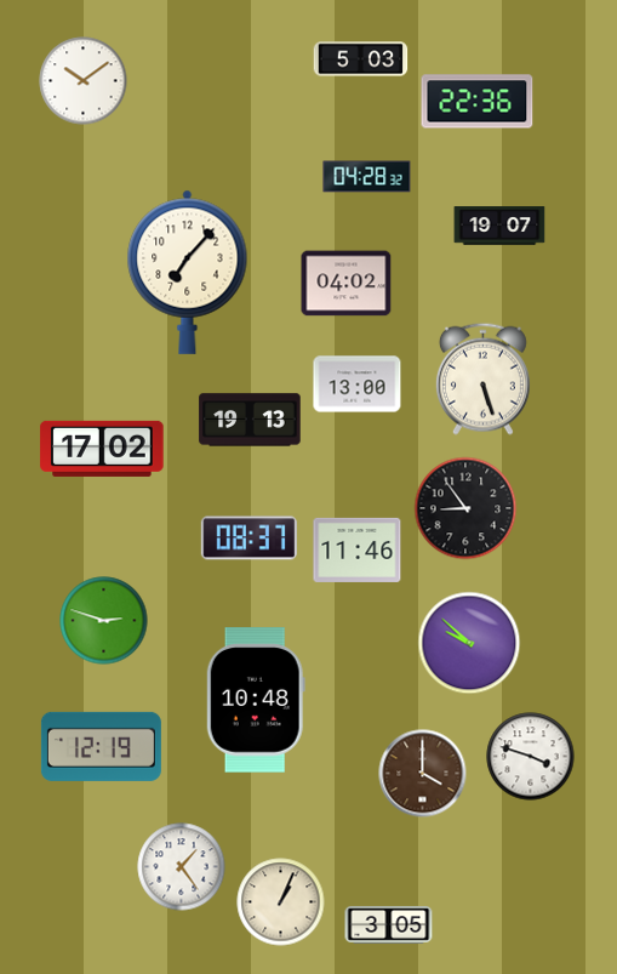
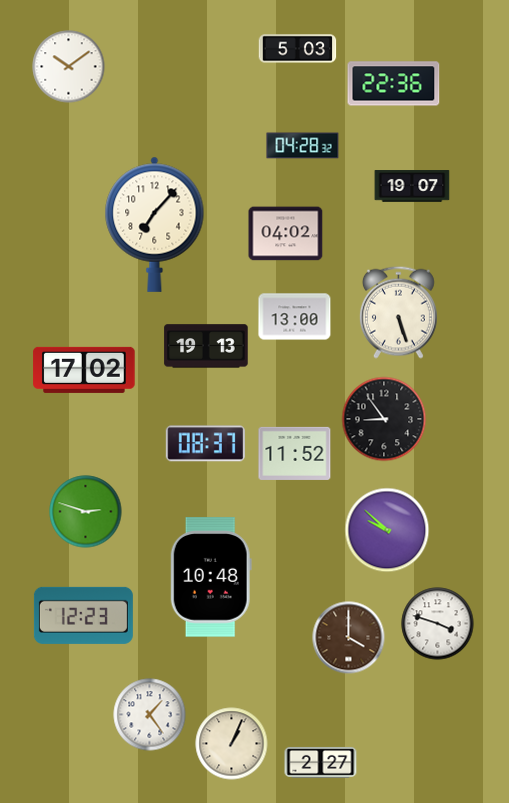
clock at (358, 549): 11:46 -> 11:52
clock at (101, 746): 12:19 -> 12:23
clock at (389, 924): 3:05 -> 2:27
